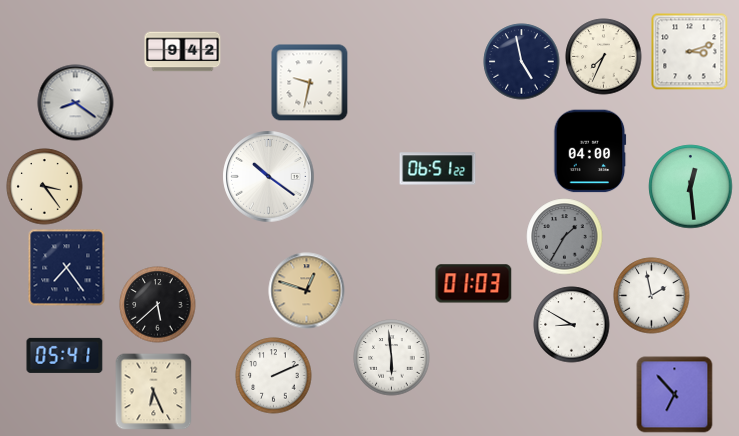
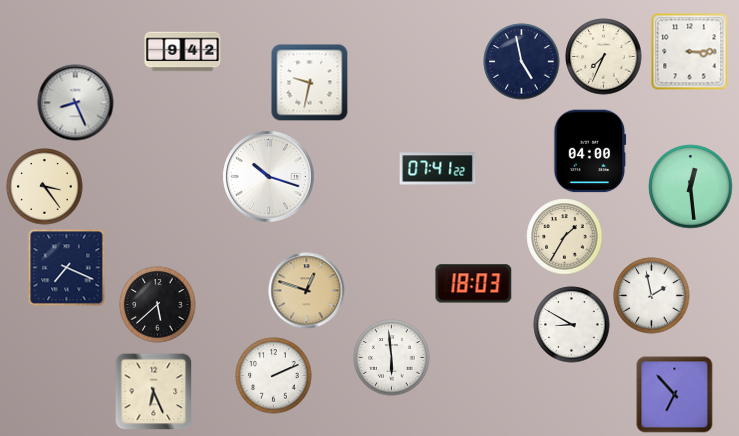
clock at (690, 52): 3:12 -> 3:15
clock at (76, 103): 8:21 -> 8:26
clock at (438, 169): 06:51 -> 07:41
clock at (269, 177): 10:21 -> 10:18
clock at (565, 237) dial: grey -> cream
clock at (67, 268): 7:24 -> 7:19
clock at (474, 284): 01:03 -> 18:03
clock at (65, 355): 05:41 -> none
